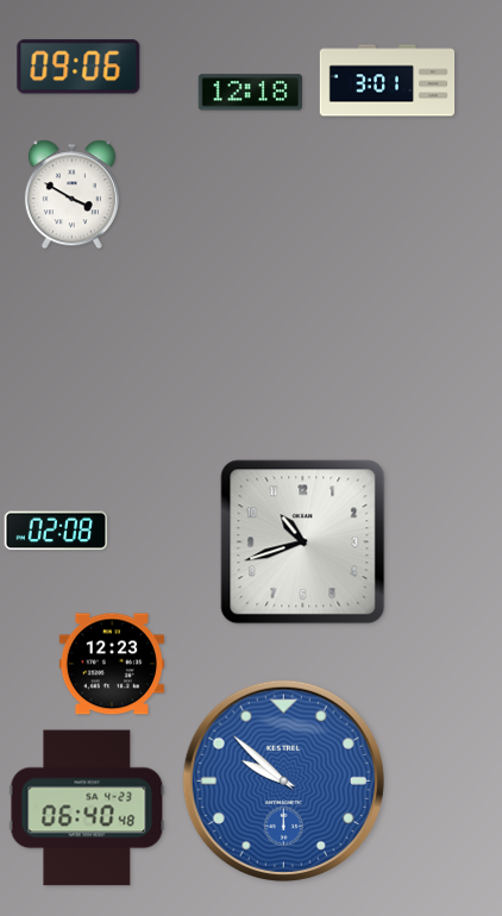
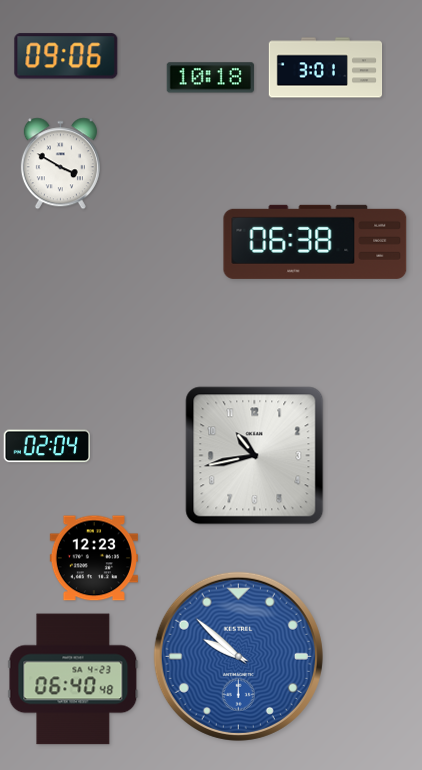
clock at (250, 93): 12:18 -> 10:18
clock at (315, 242): none -> 06:38
clock at (56, 531): 02:08 -> 02:04
clock at (303, 542): 10:42 -> 10:43
